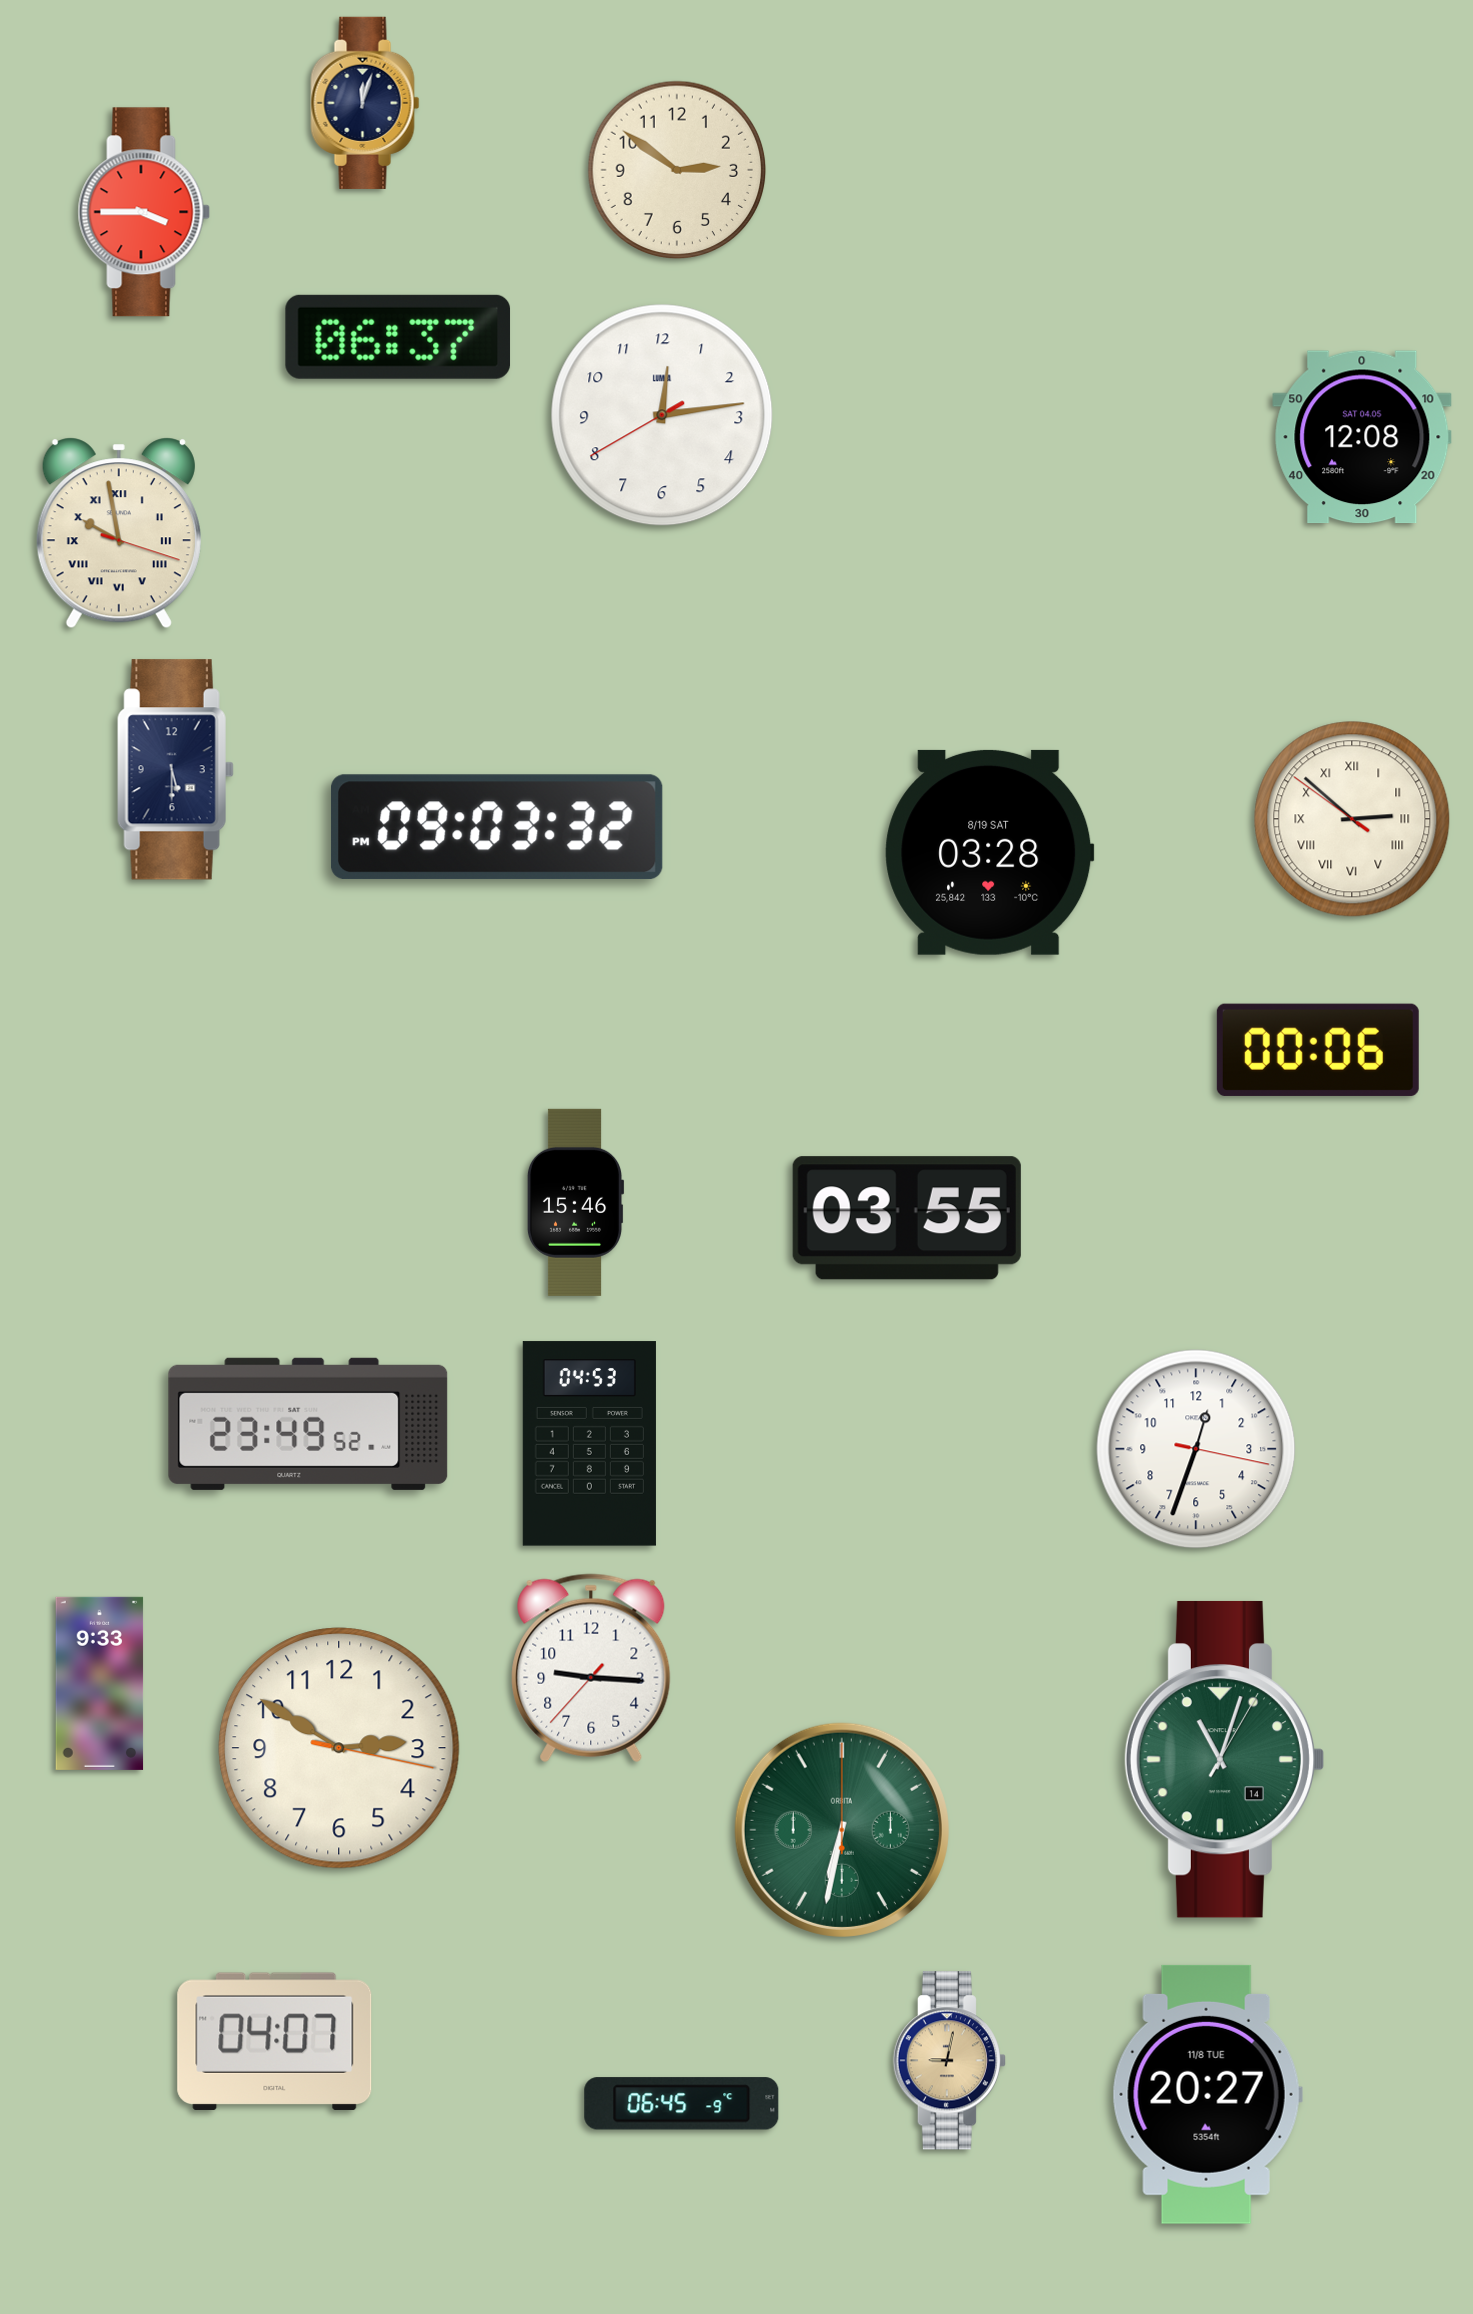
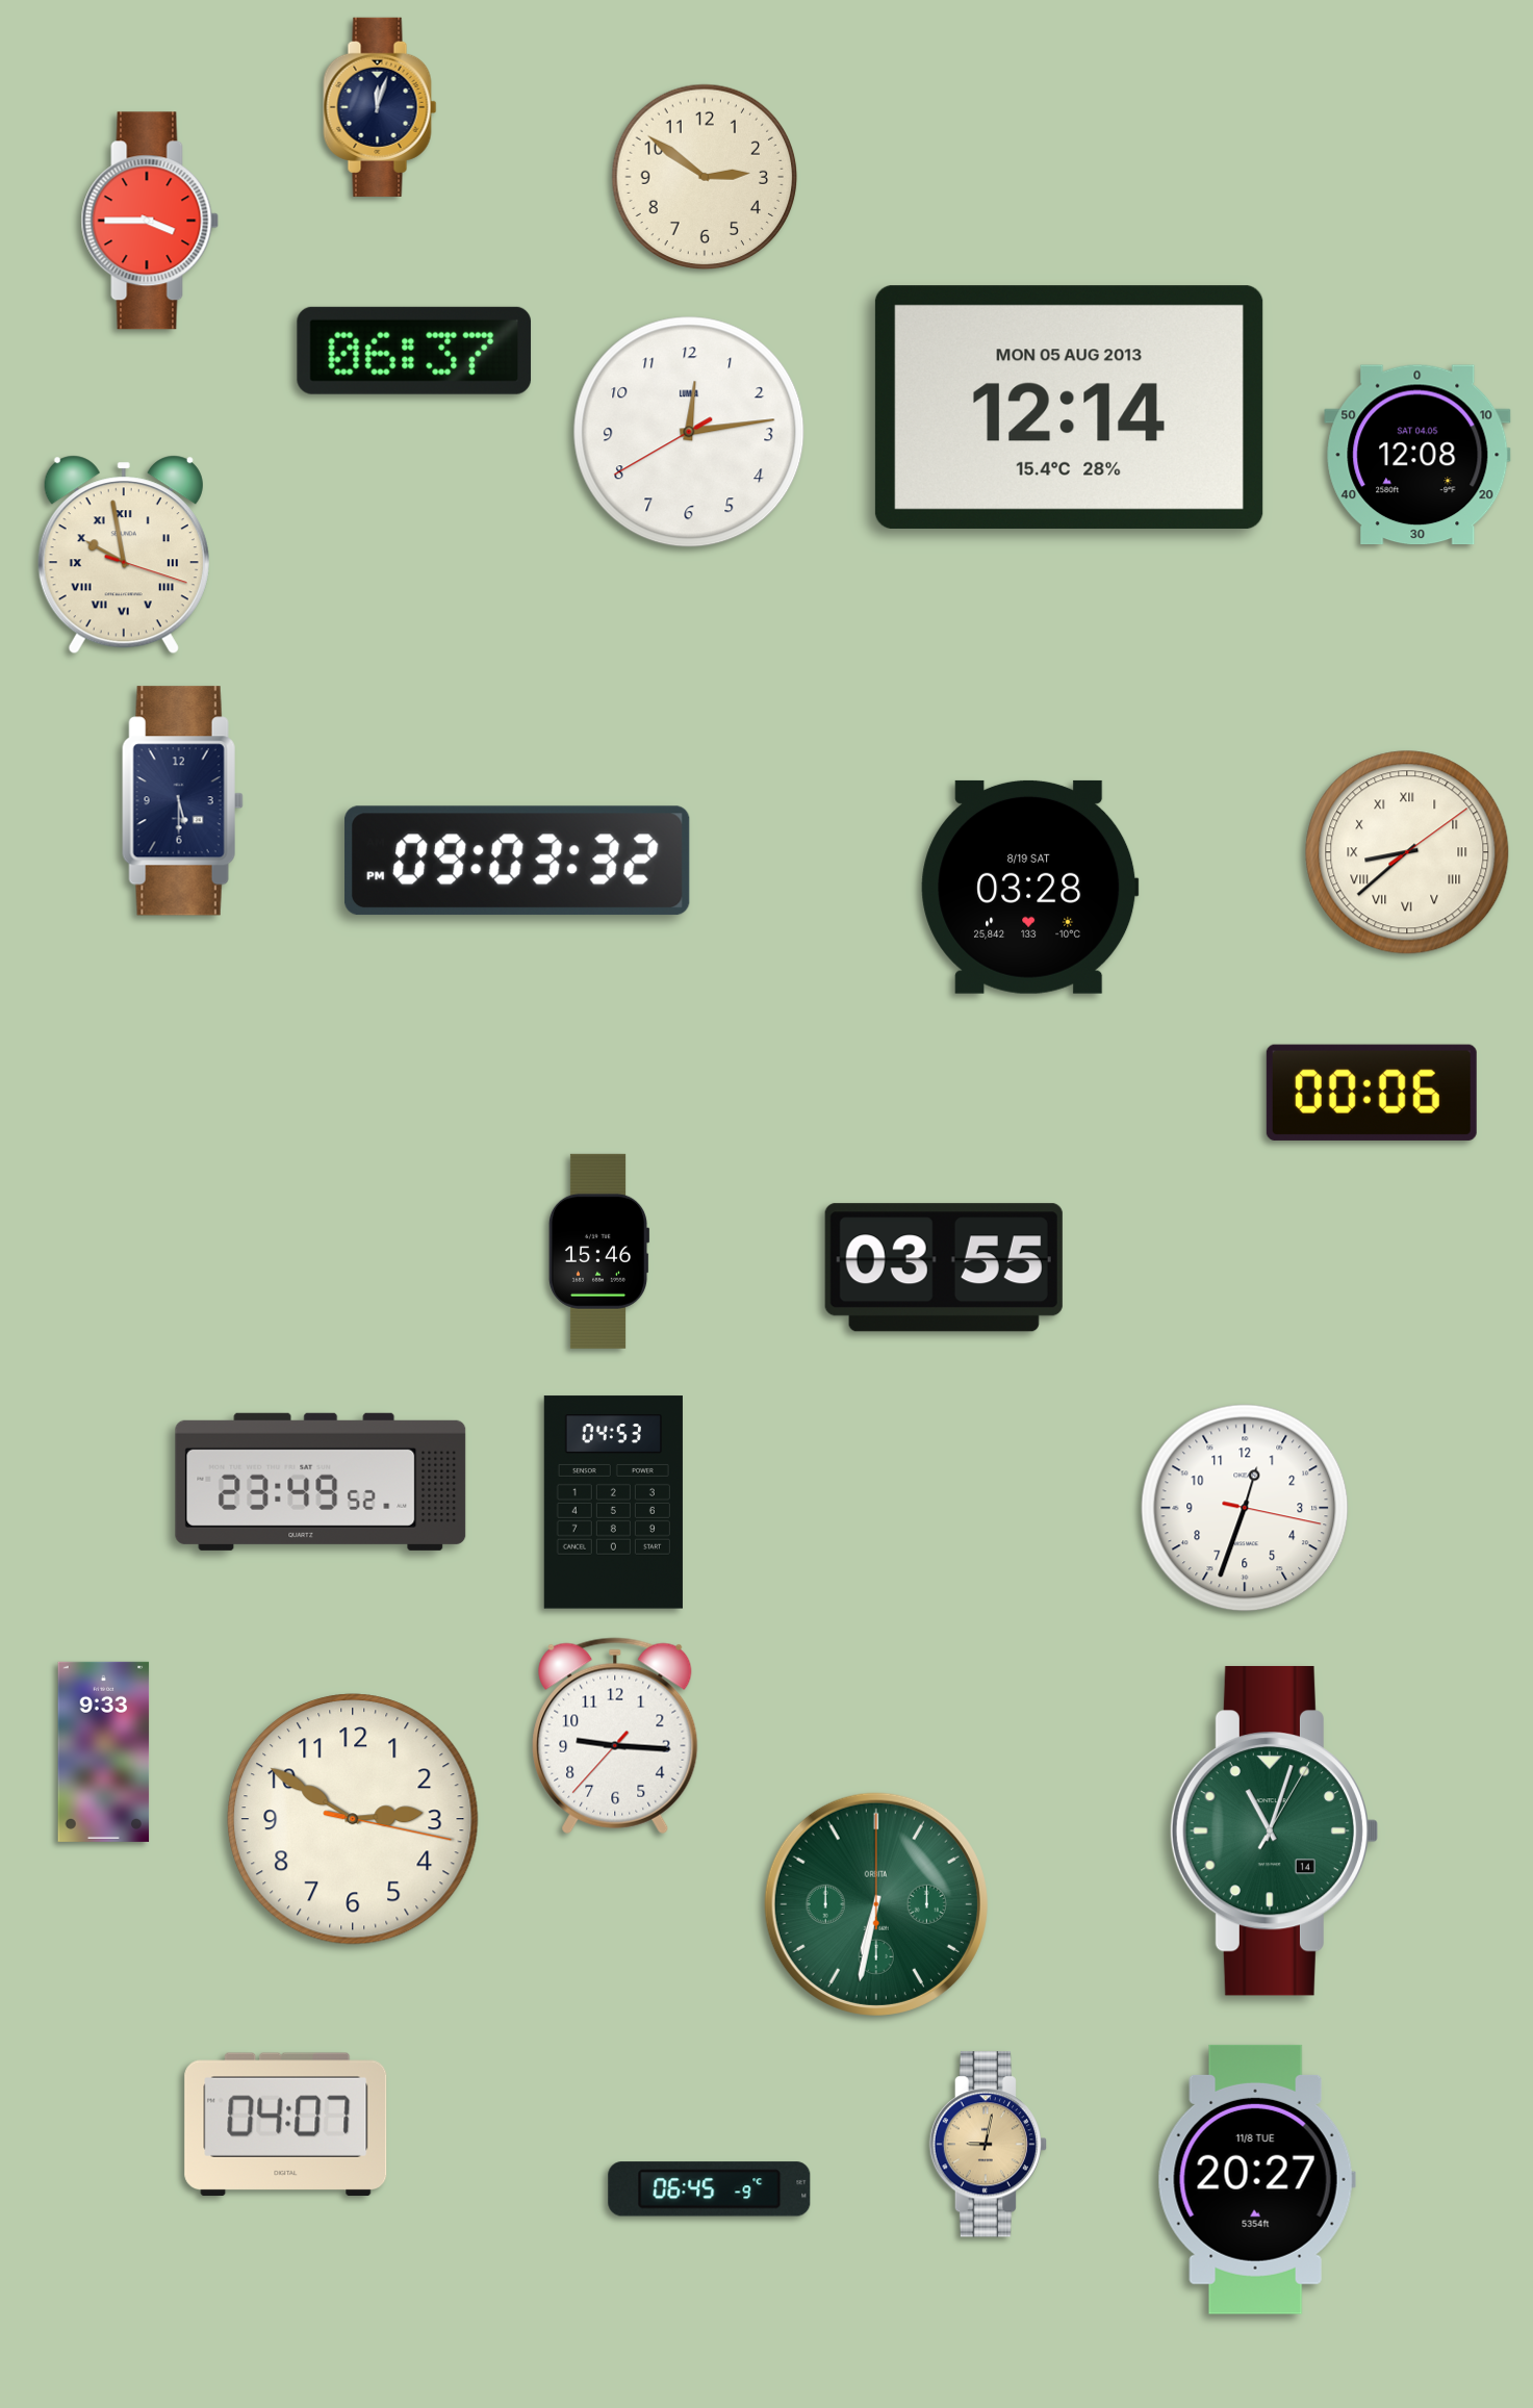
clock at (1069, 407): none -> 12:14
clock at (1352, 819): 2:51 -> 8:38
